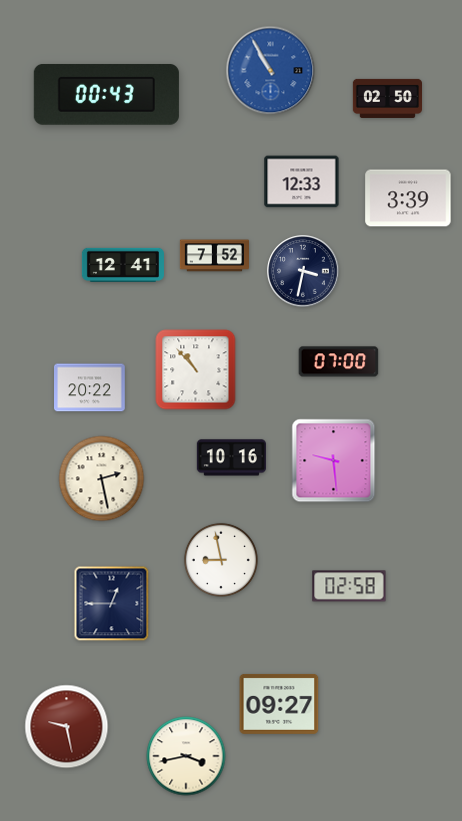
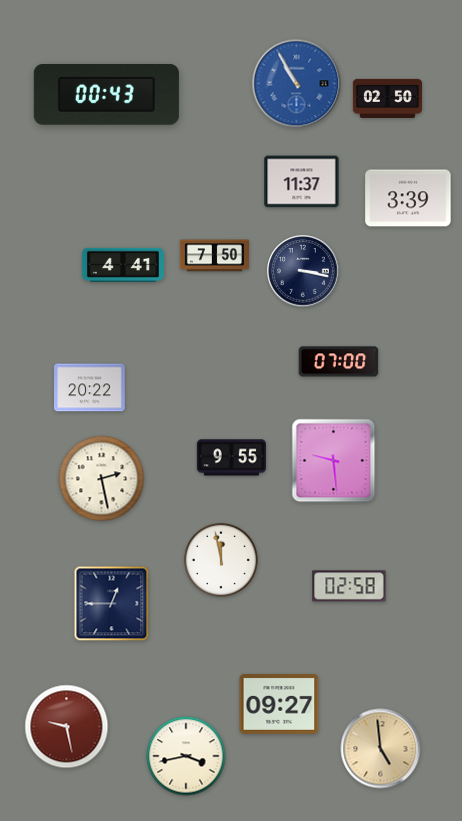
clock at (271, 71) position: (271, 71) -> (297, 84)
clock at (302, 182): 12:33 -> 11:37
clock at (214, 256): 7:52 -> 7:50
clock at (123, 264): 12:41 -> 4:41
clock at (303, 271): 3:32 -> 3:17
clock at (196, 370): 10:53 -> none
clock at (231, 458): 10:16 -> 9:55
clock at (221, 560): 8:58 -> 11:58
clock at (381, 749): none -> 4:59
